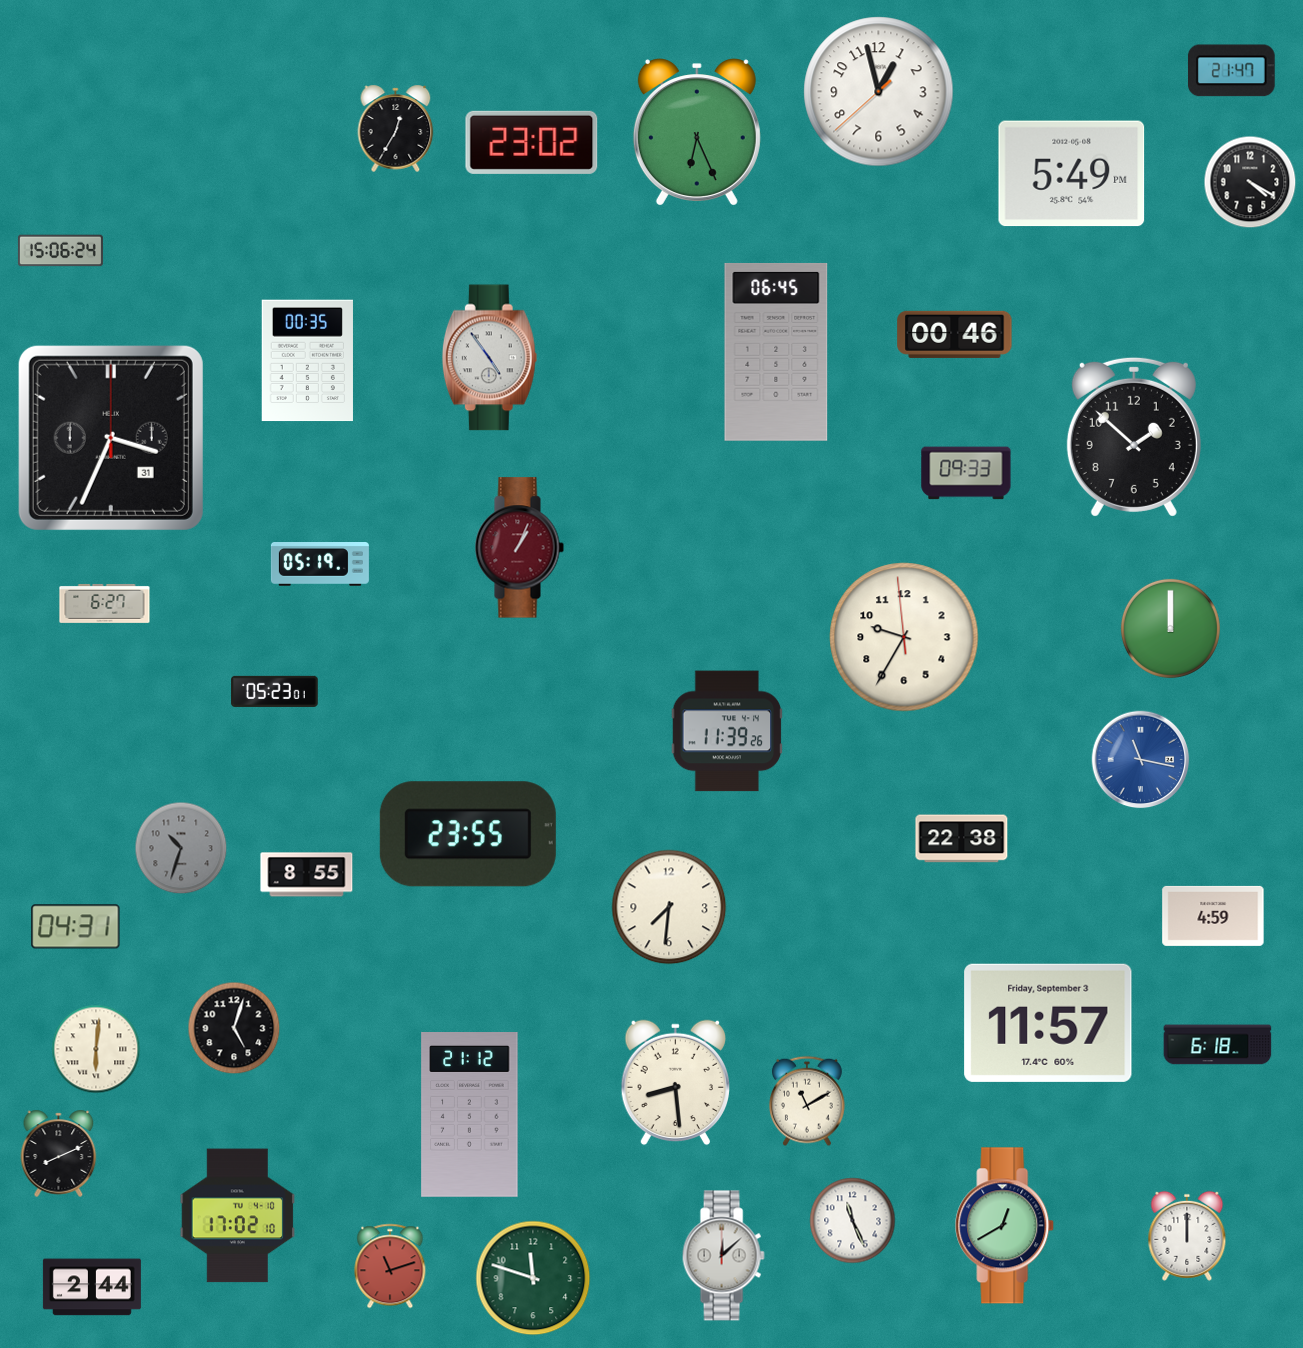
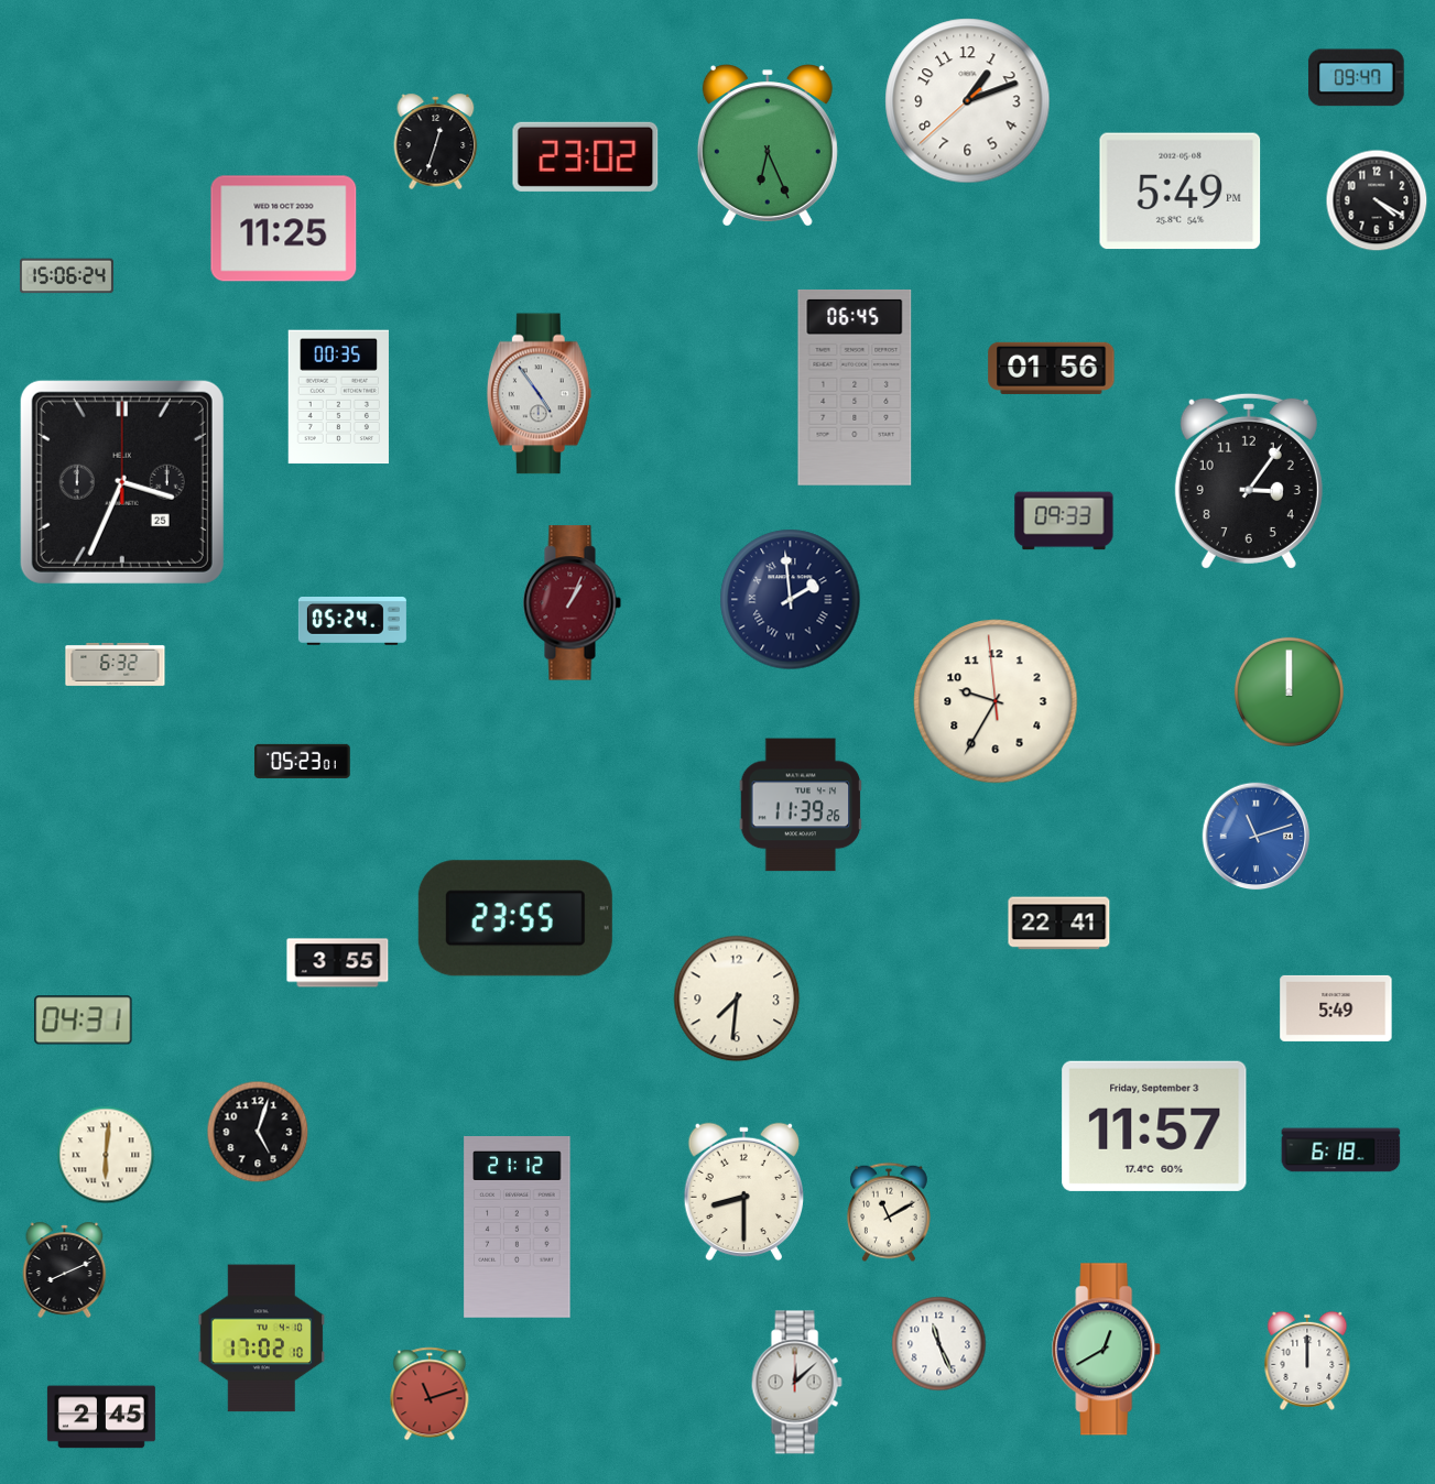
clock at (1231, 71): 21:47 -> 09:47
clock at (879, 92): 12:57 -> 1:11
clock at (396, 128): 12:35 -> 12:33
clock at (284, 229): none -> 11:25
clock at (955, 334): 00:46 -> 01:56
clock at (1134, 437): 1:52 -> 3:06
clock at (111, 438) date: 31 -> 25
clock at (791, 600): none -> 1:59
clock at (320, 565): 05:19 -> 05:24
clock at (105, 603): 6:27 -> 6:32
clock at (1141, 760): 11:17 -> 11:12
clock at (962, 839): 22:38 -> 22:41
clock at (181, 848): 10:33 -> none
clock at (307, 875): 8:55 -> 3:55
clock at (1213, 916): 4:59 -> 5:49
clock at (675, 1083): 8:29 -> 8:30
clock at (533, 1278): 11:48 -> none
clock at (92, 1287): 2:44 -> 2:45
